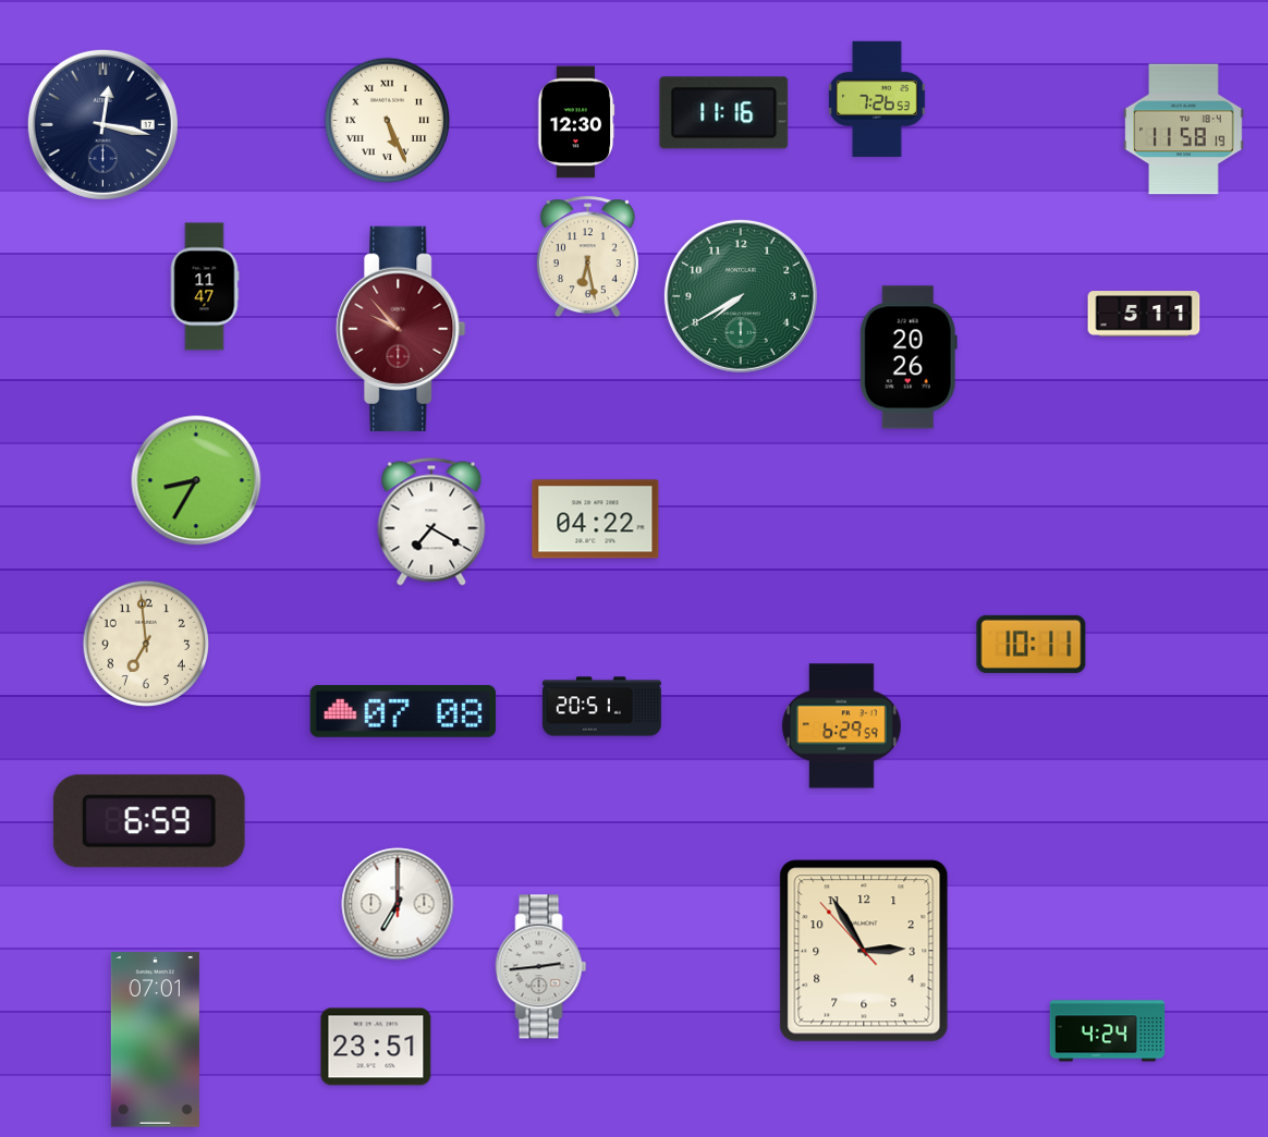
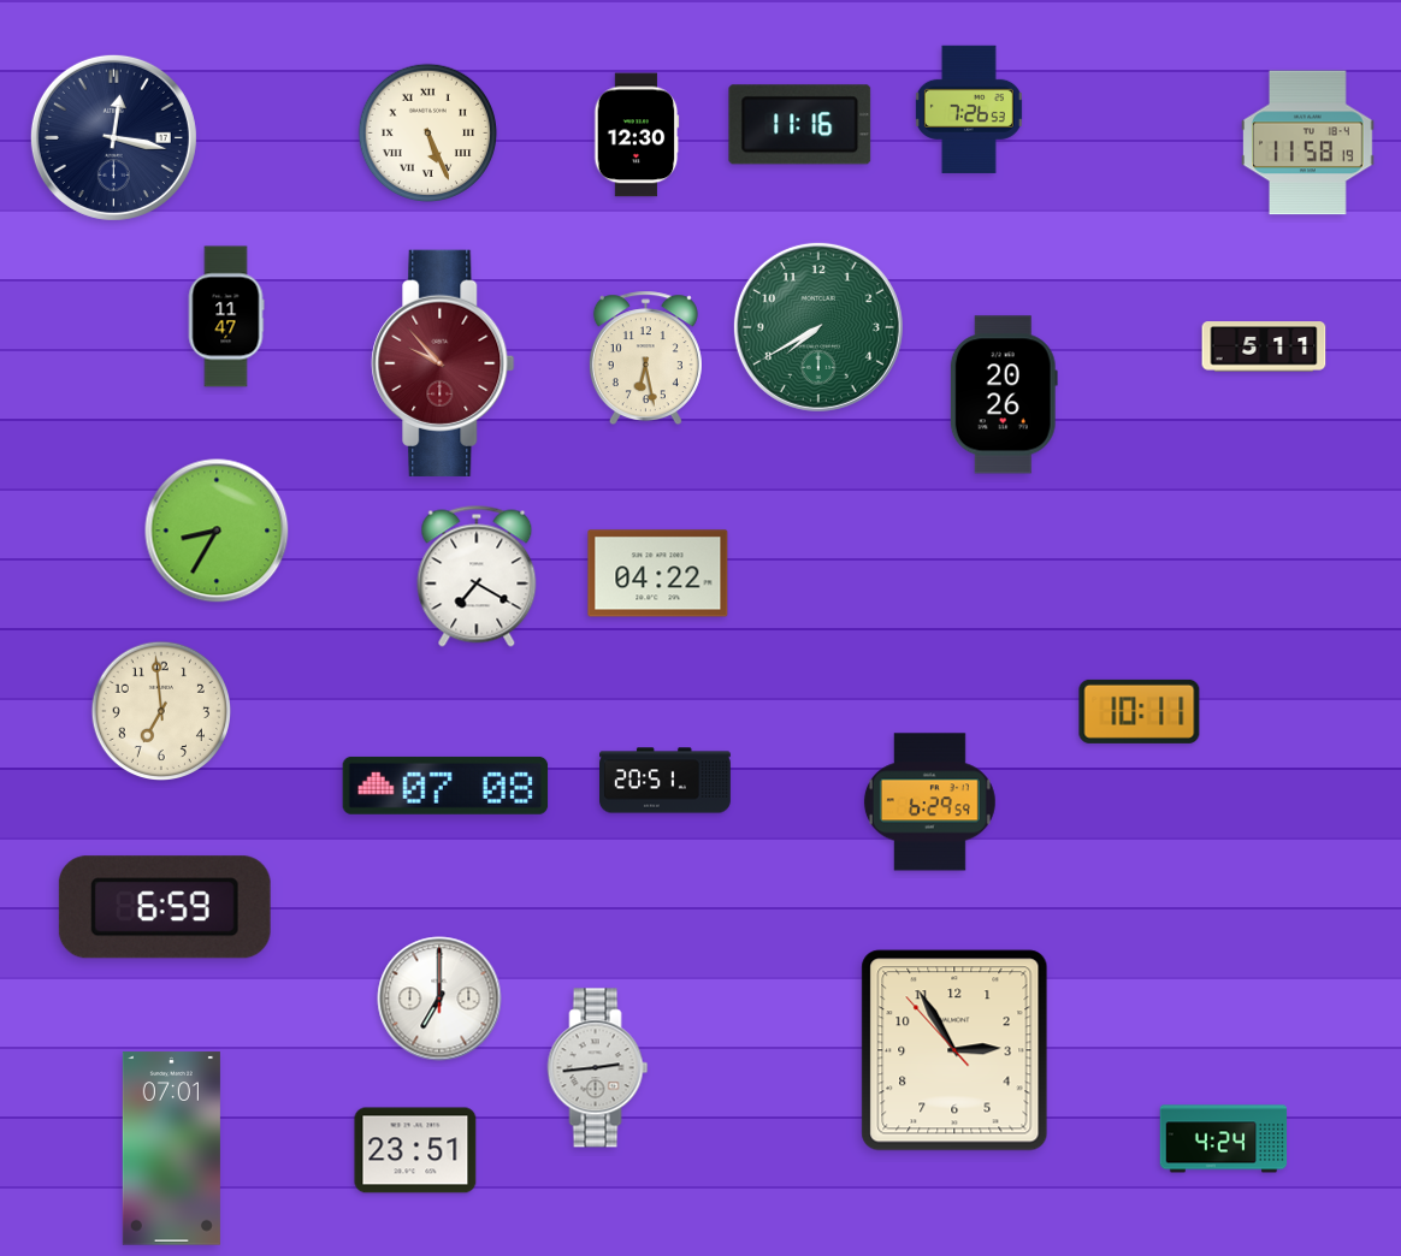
clock at (587, 257) position: (587, 257) -> (645, 359)
clock at (376, 1047) position: (376, 1047) -> (415, 1150)
